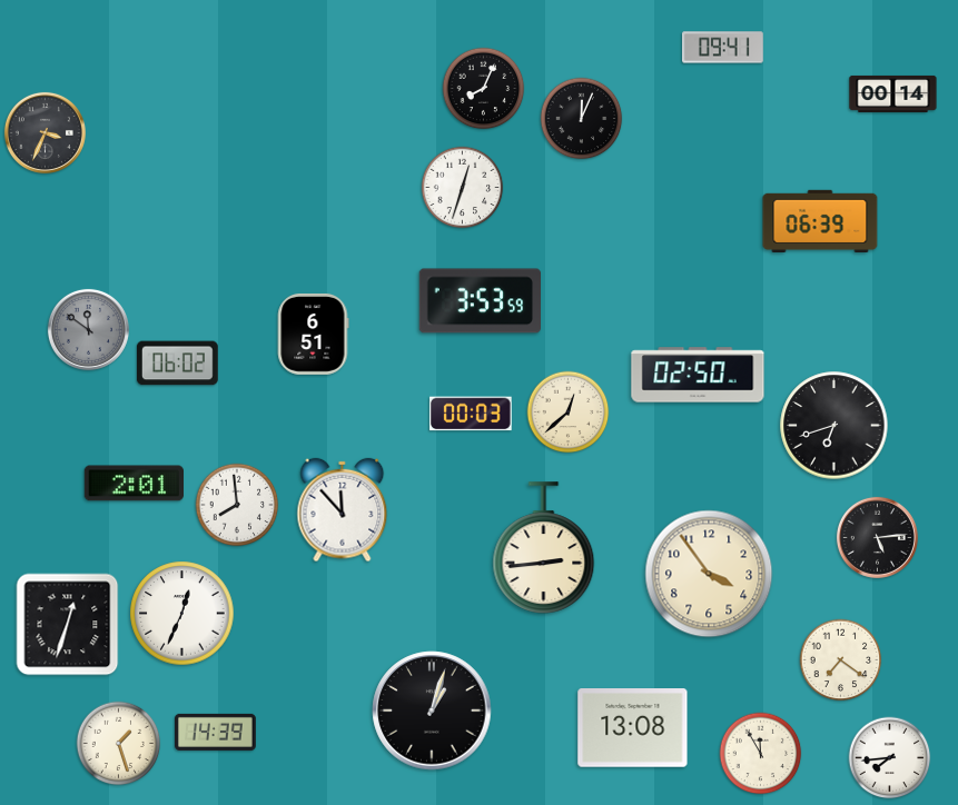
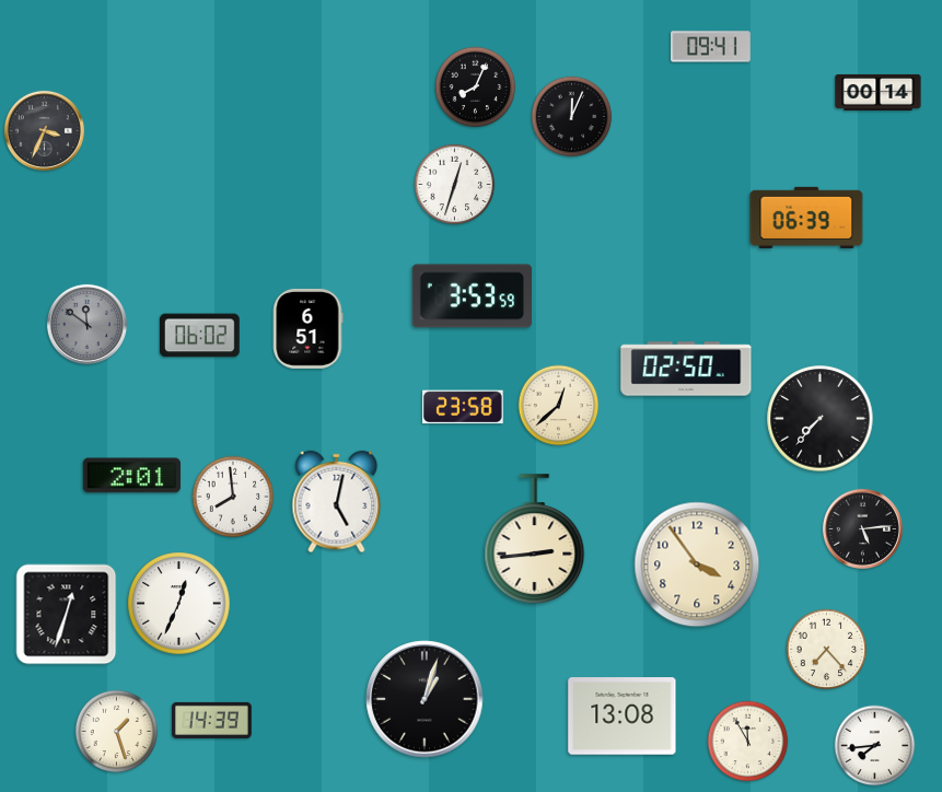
clock at (177, 364) position: (177, 364) -> (199, 336)
clock at (472, 414): 00:03 -> 23:58
clock at (834, 426): 6:42 -> 7:37
clock at (343, 510): 11:53 -> 5:02
clock at (841, 660): 7:21 -> 7:23
